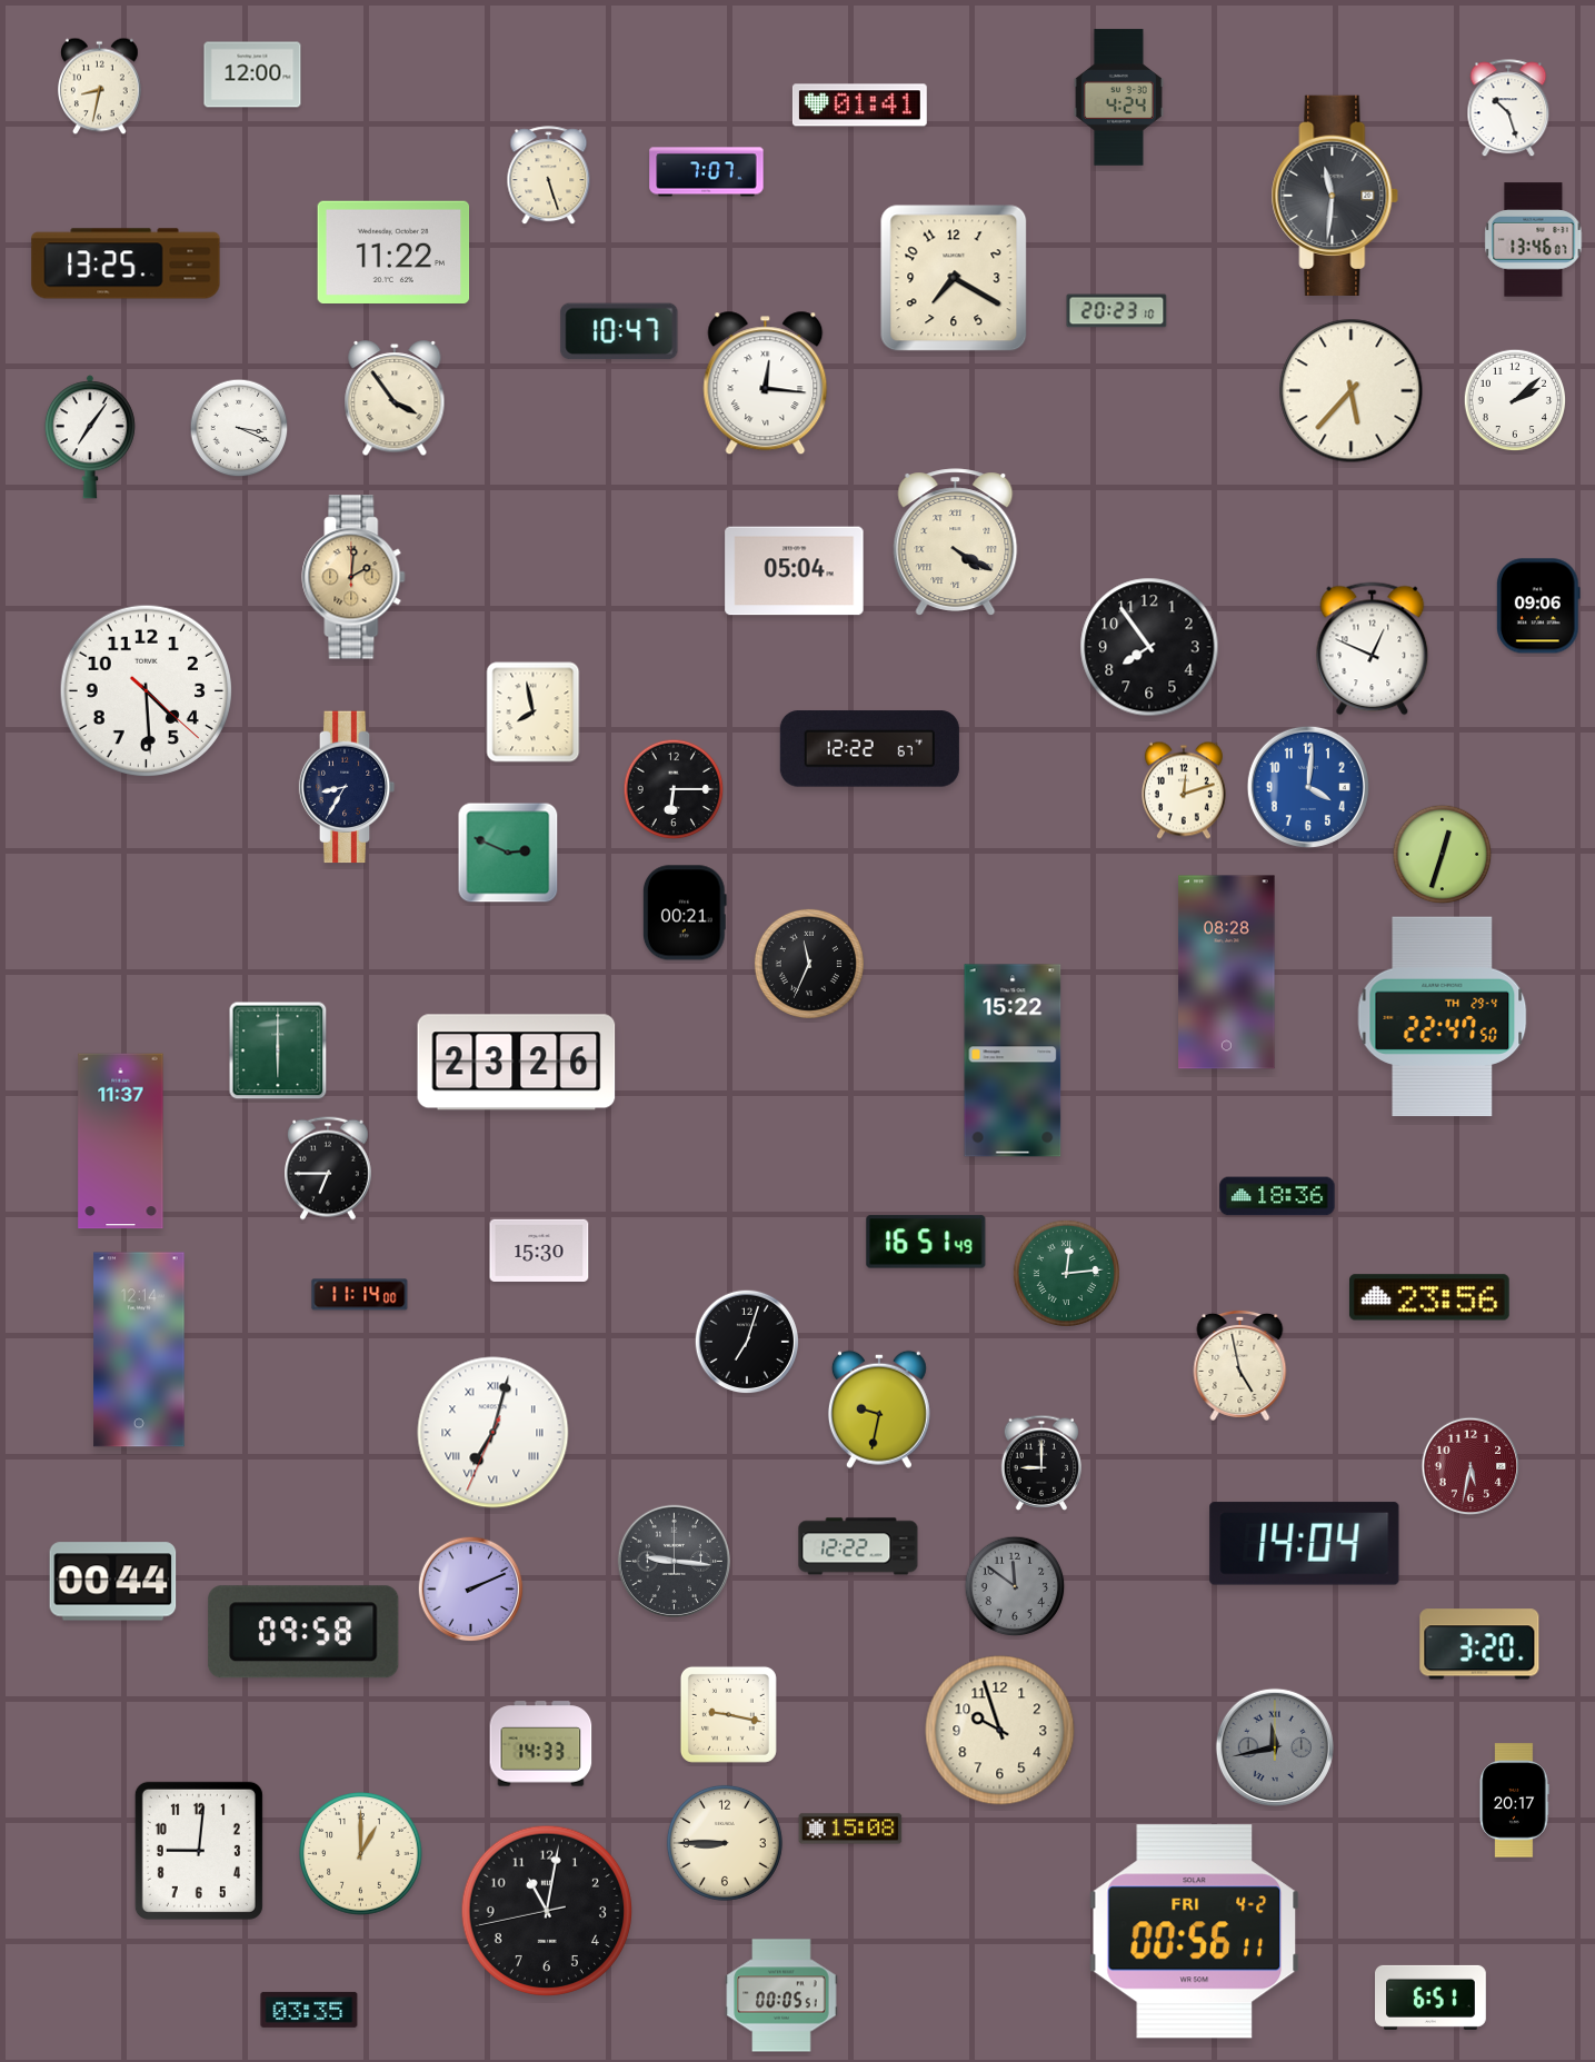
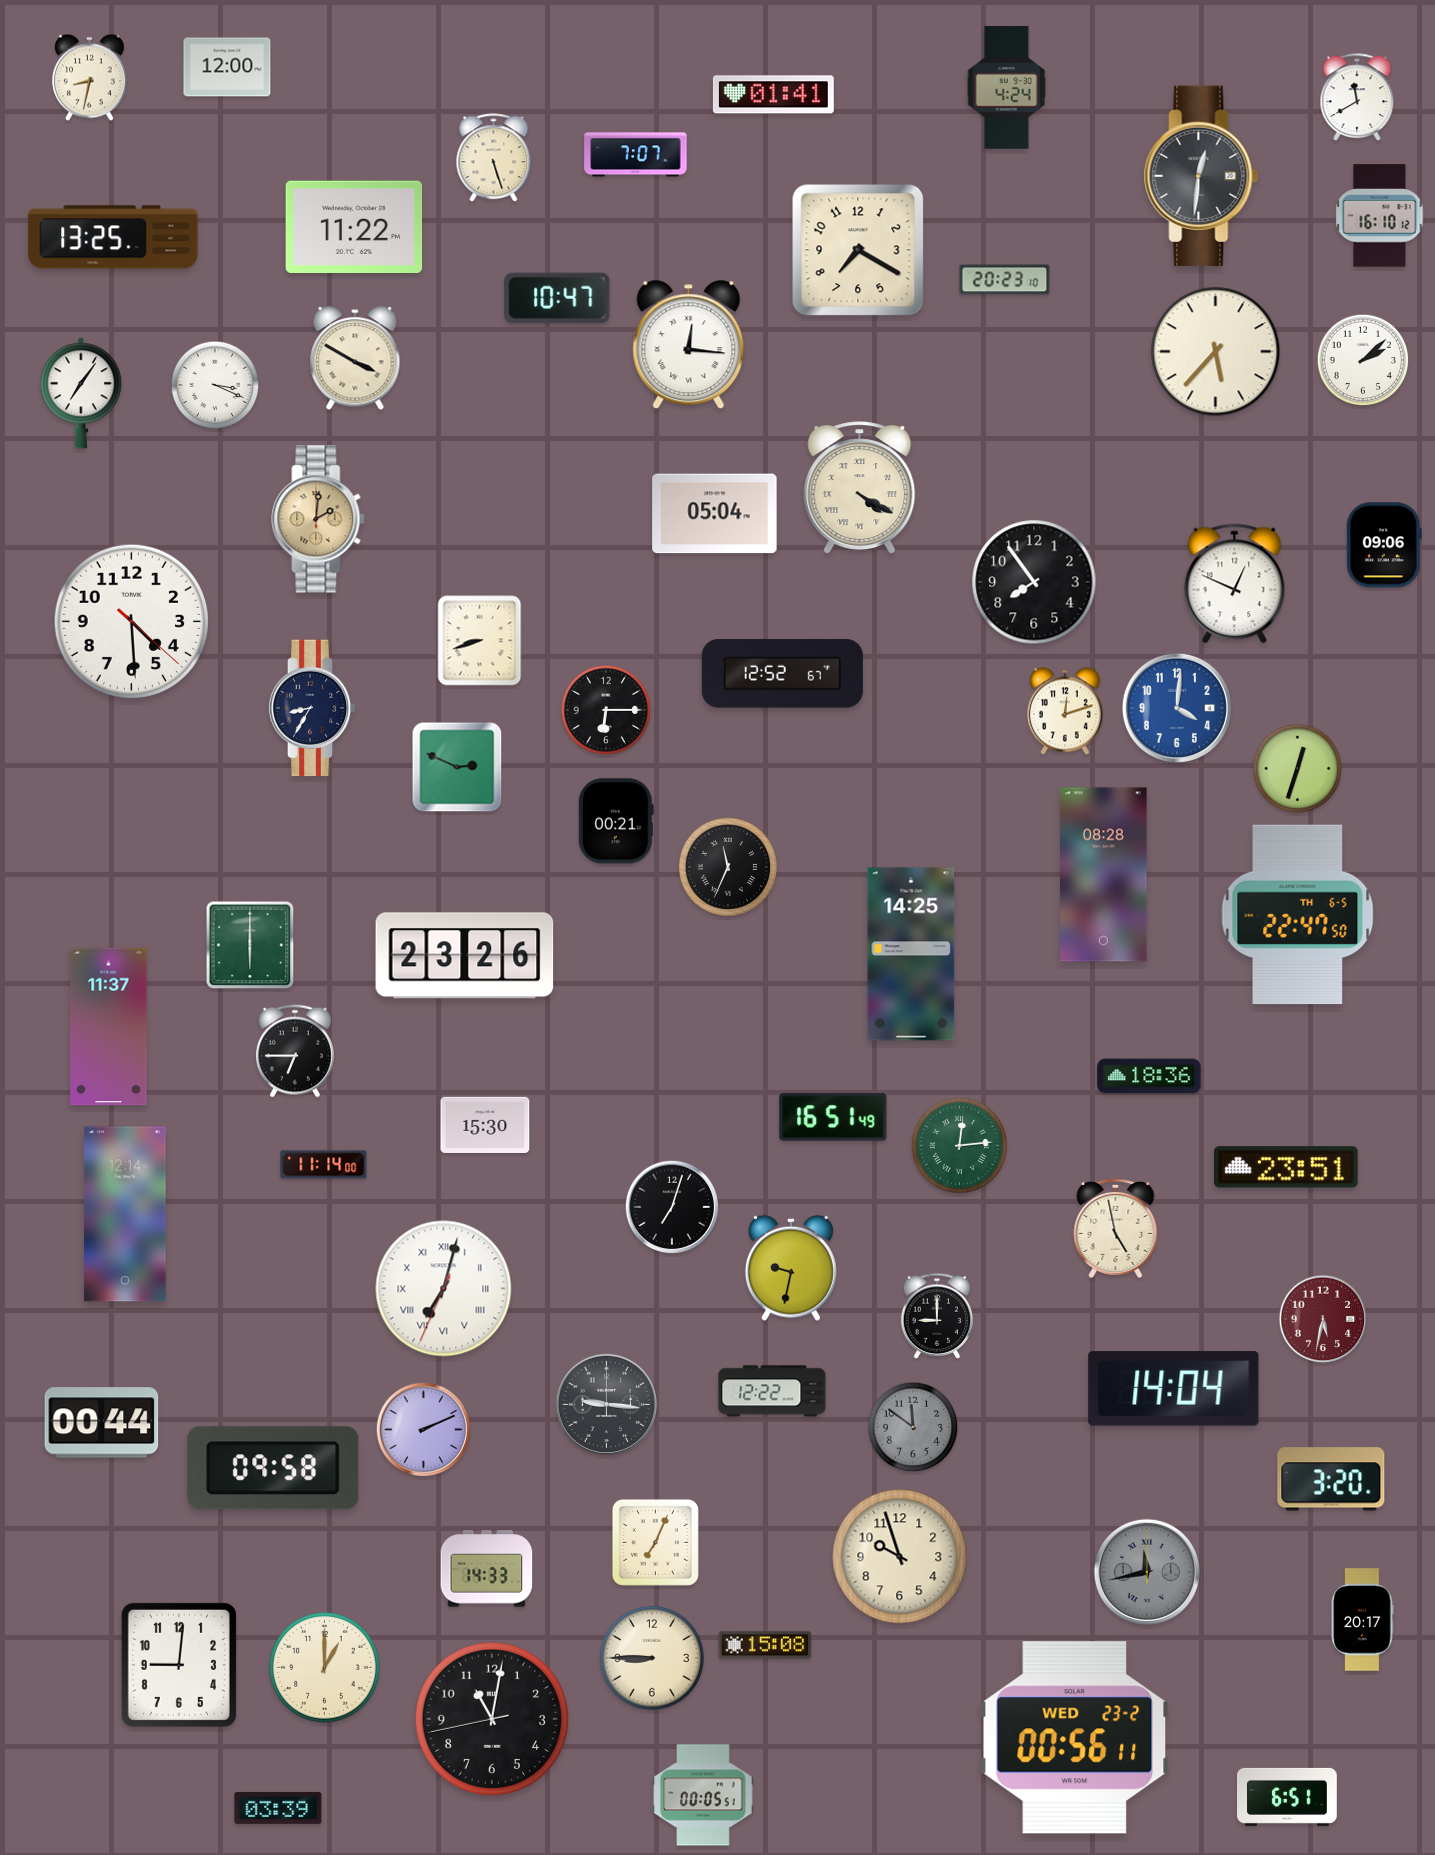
clock at (1508, 109): 10:27 -> 11:40
clock at (1335, 195): 11:31 -> 12:31
clock at (1534, 240): 13:46 -> 16:10
clock at (395, 399): 3:54 -> 3:50
clock at (534, 713): 7:58 -> 8:42
clock at (869, 749): 12:22 -> 12:52
clock at (1443, 1017) date: TH 29-4 -> TH 6-5
clock at (1013, 1060): 15:22 -> 14:25
clock at (1429, 1297): 23:56 -> 23:51
clock at (728, 1714): 9:17 -> 7:04
clock at (1195, 1932) date: FRI 4-2 -> WED 23-2
clock at (309, 2010): 03:35 -> 03:39
